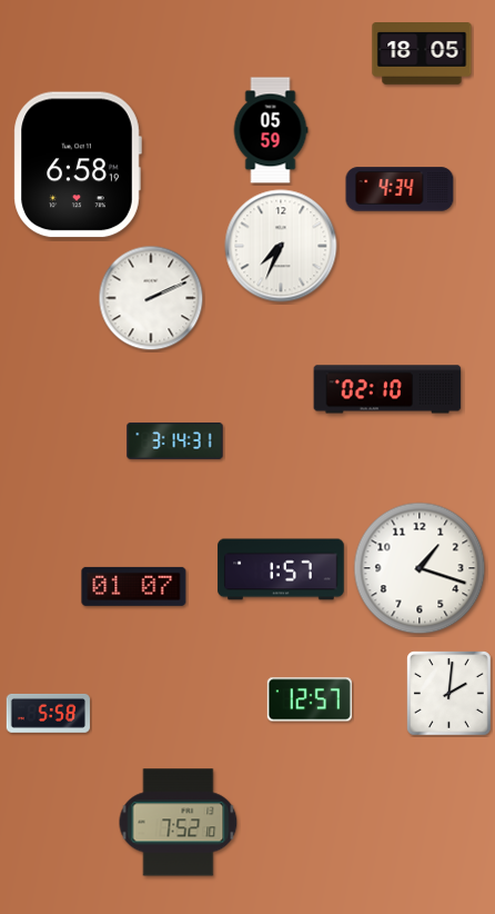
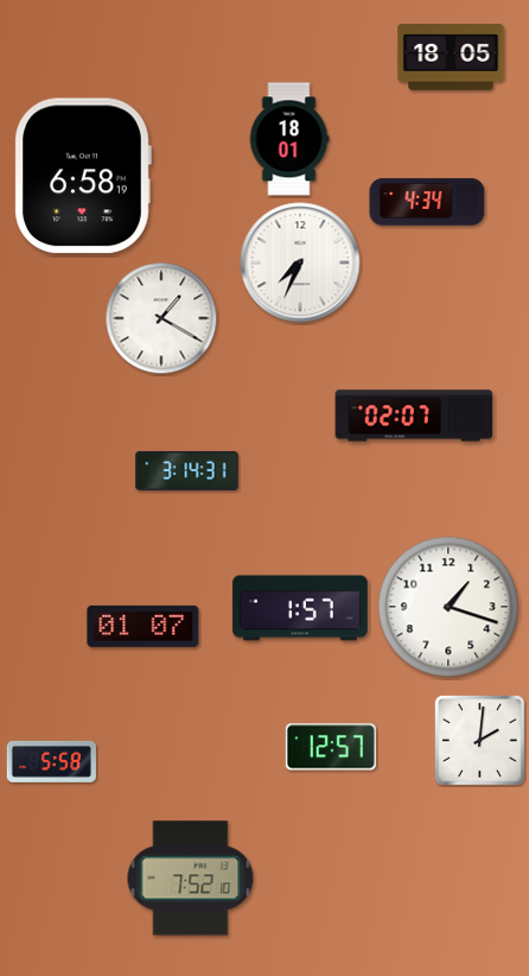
clock at (271, 130): 05:59 -> 18:01
clock at (151, 298): 2:11 -> 1:20
clock at (387, 389): 02:10 -> 02:07
